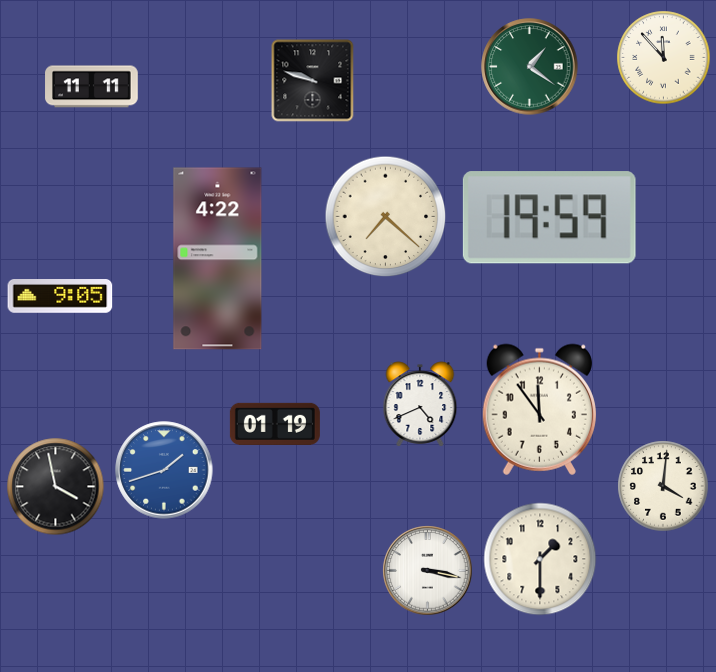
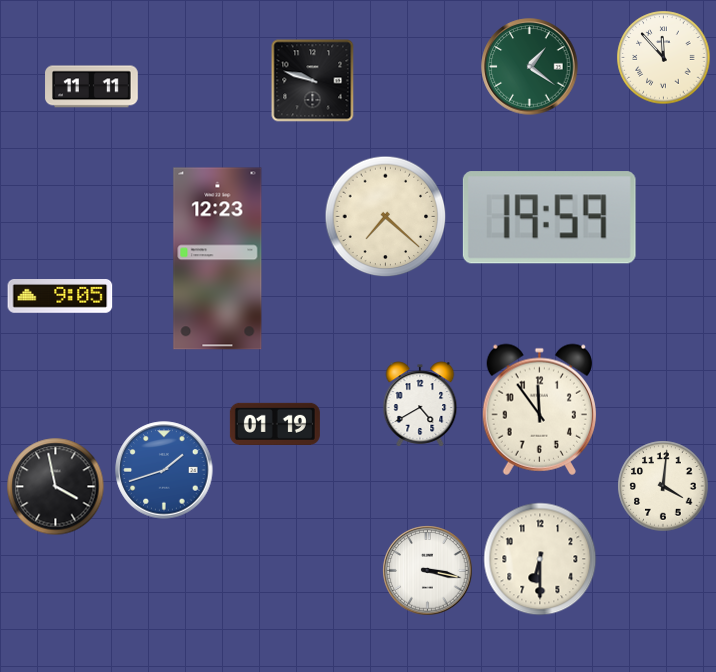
clock at (218, 259): 4:22 -> 12:23
clock at (420, 404): 4:41 -> 4:40
clock at (540, 559): 1:30 -> 6:30
